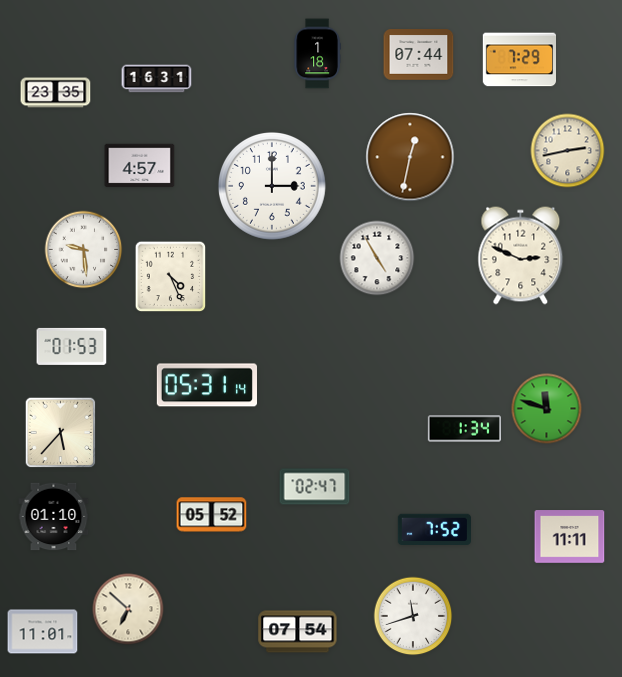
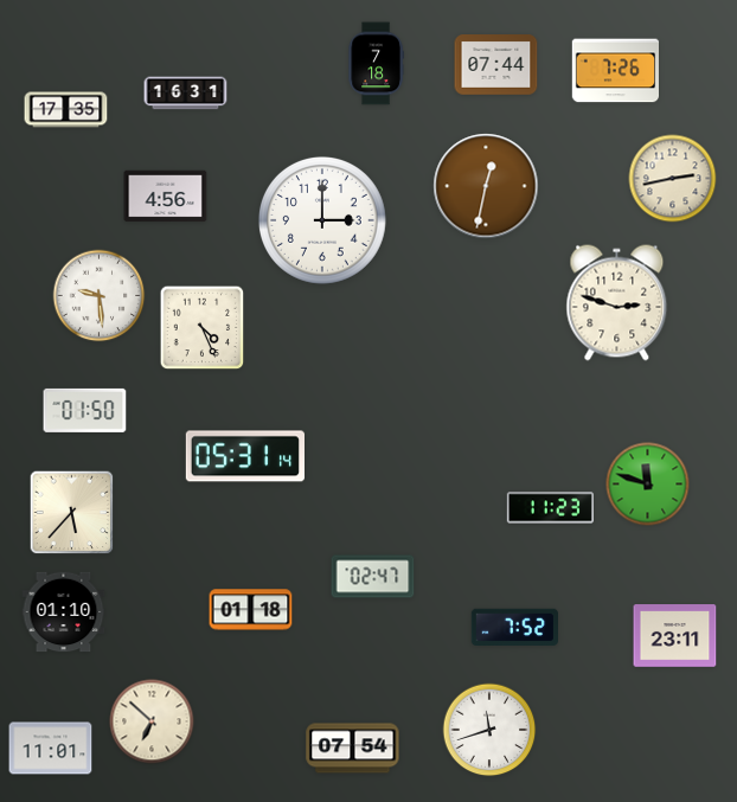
clock at (317, 54): 1:18 -> 7:18
clock at (519, 60): 7:29 -> 7:26
clock at (56, 93): 23:35 -> 17:35
clock at (140, 166): 4:57 -> 4:56
clock at (521, 256): 2:49 -> 2:48
clock at (377, 258): 4:55 -> none
clock at (72, 346): 01:53 -> 01:50
clock at (464, 429): 1:34 -> 11:23
clock at (212, 515): 05:52 -> 01:18
clock at (570, 537): 11:11 -> 23:11
